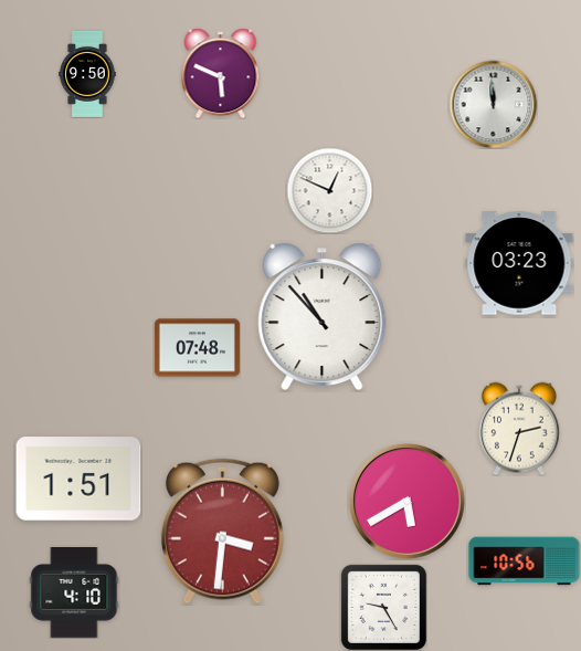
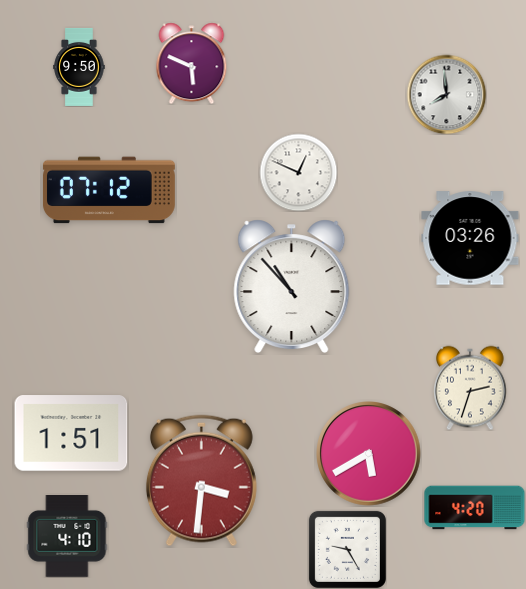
clock at (221, 73) position: (221, 73) -> (192, 63)
clock at (493, 104): 11:59 -> 7:59
clock at (109, 190): none -> 07:12
clock at (519, 263): 03:23 -> 03:26
clock at (197, 348): 07:48 -> none
clock at (525, 561): 10:56 -> 4:20
